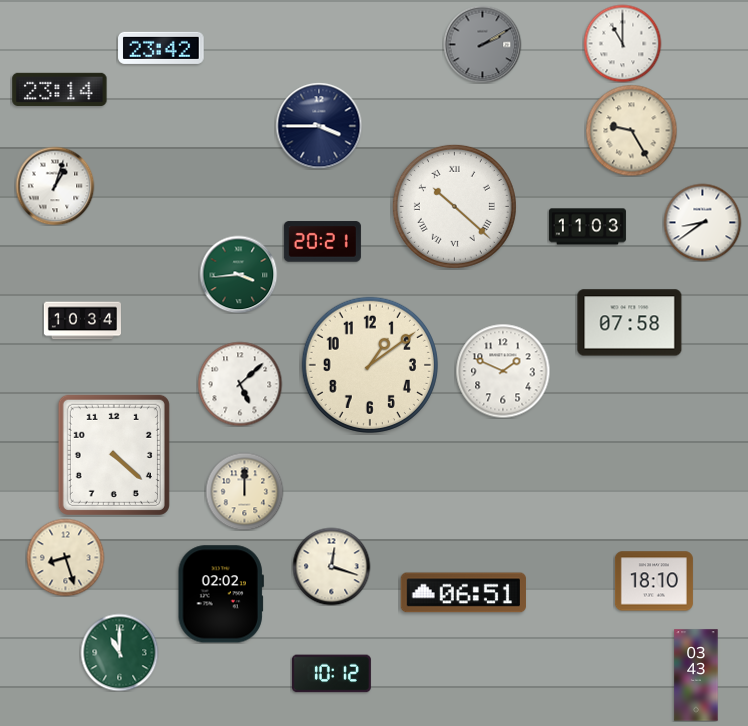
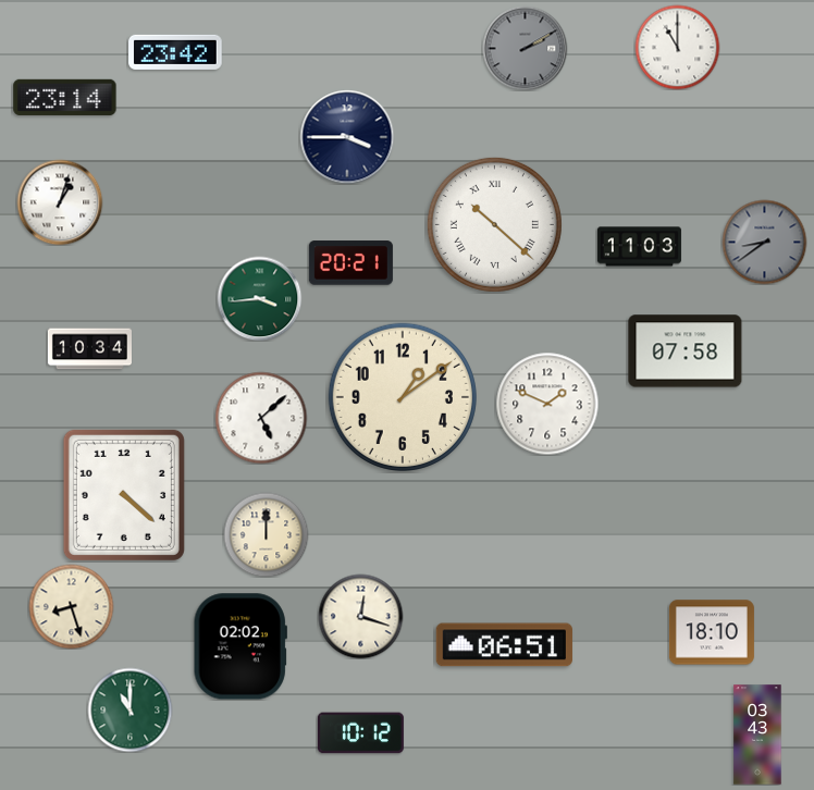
clock at (631, 130): 9:25 -> none
clock at (702, 222) dial: white -> grey
